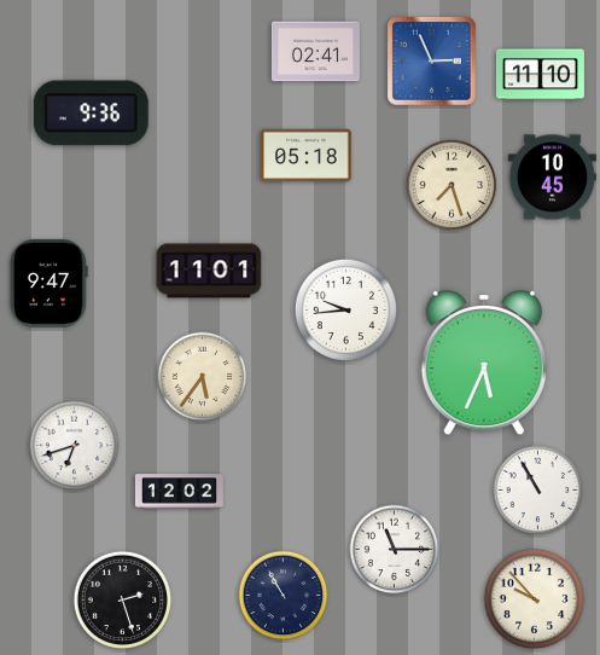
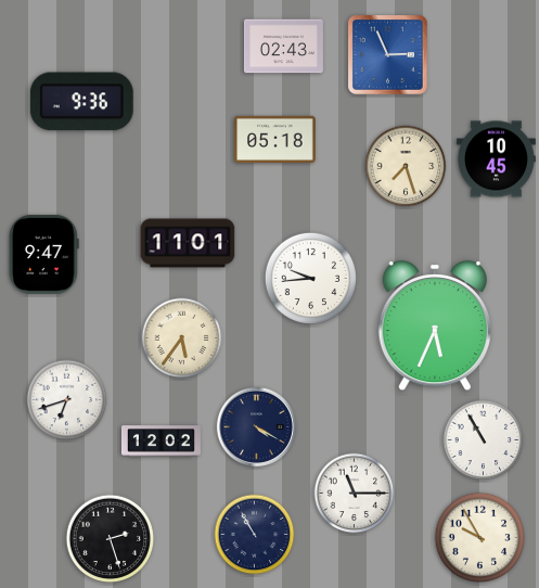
clock at (315, 52): 02:41 -> 02:43
clock at (540, 75): 11:10 -> none
clock at (256, 426): none -> 4:20
clock at (534, 598): 9:53 -> 9:55
